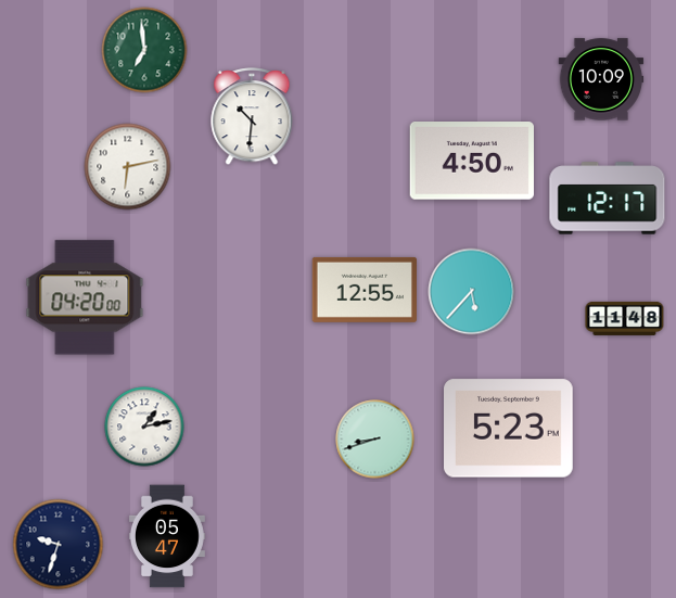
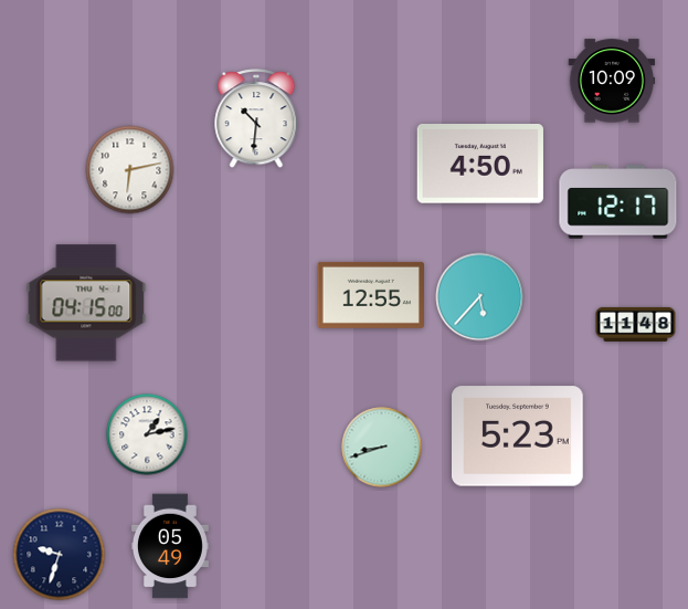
clock at (144, 50): 6:59 -> none
clock at (85, 297): 04:20 -> 04:15
clock at (167, 536): 05:47 -> 05:49
